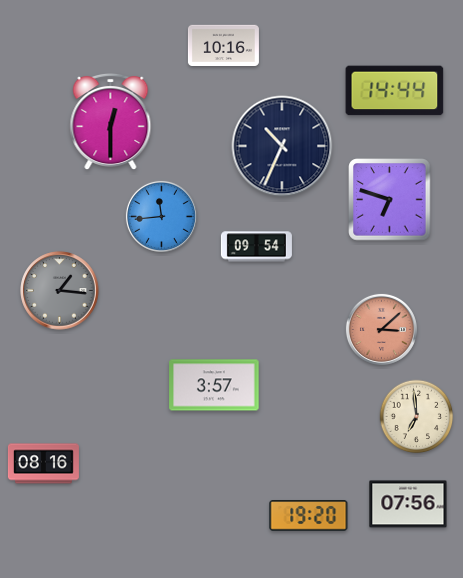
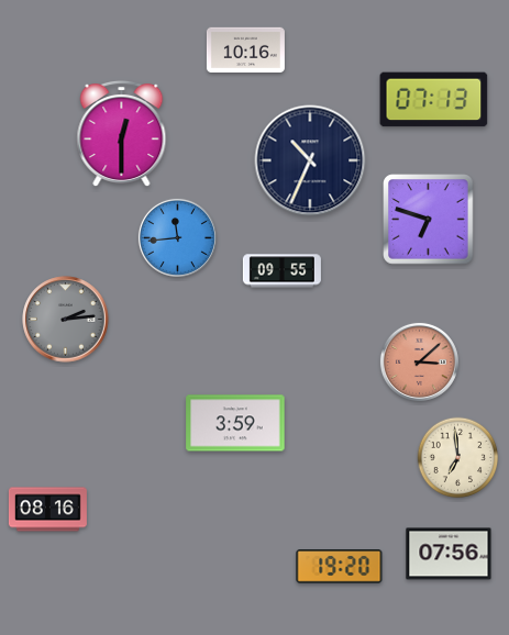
clock at (395, 91): 14:44 -> 07:13
clock at (256, 247): 09:54 -> 09:55
clock at (60, 291): 1:16 -> 2:14
clock at (214, 385): 3:57 -> 3:59
